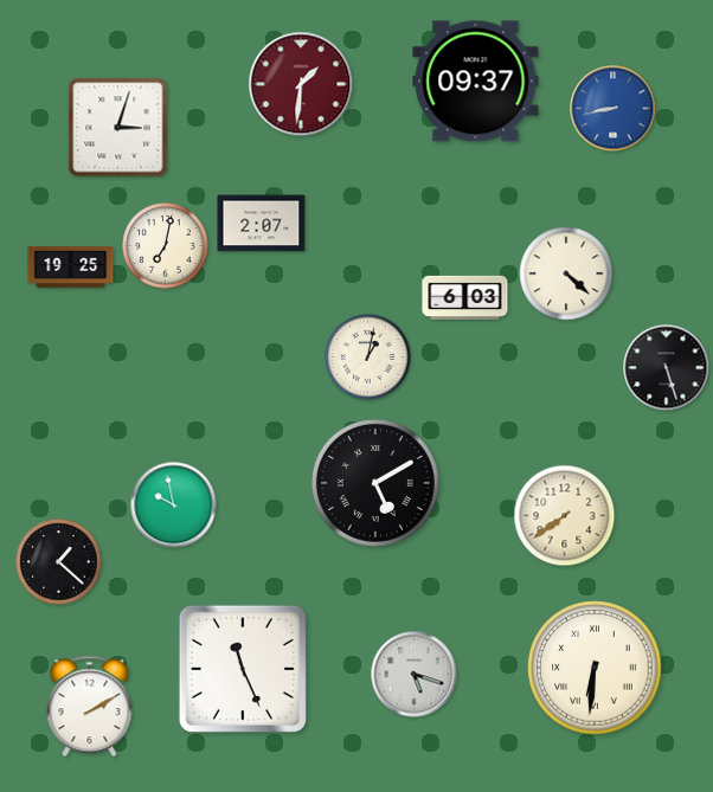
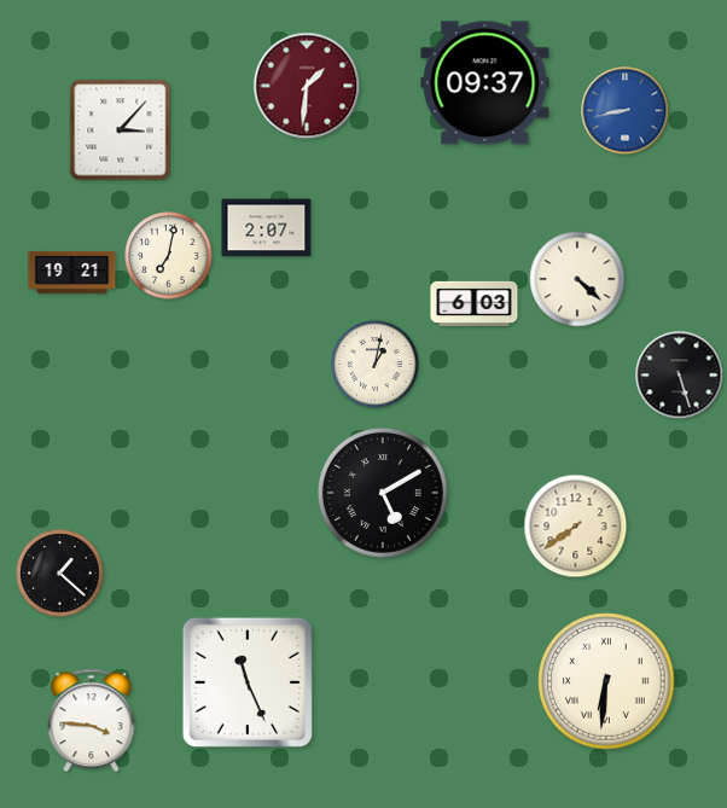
clock at (118, 128): 3:03 -> 3:07
clock at (166, 246) position: (166, 246) -> (169, 256)
clock at (71, 266): 19:25 -> 19:21
clock at (174, 506): 9:58 -> none
clock at (415, 675): 5:18 -> none
clock at (90, 707): 2:10 -> 3:46
